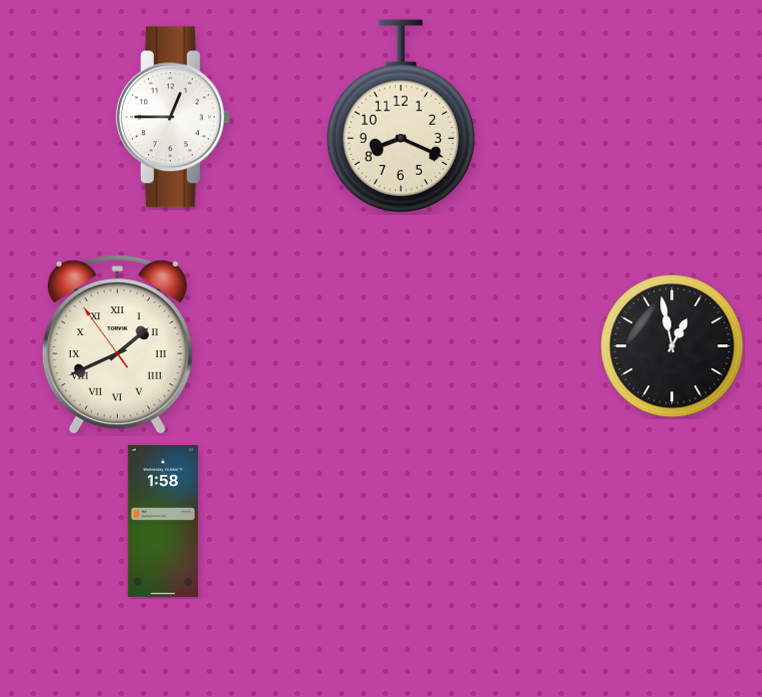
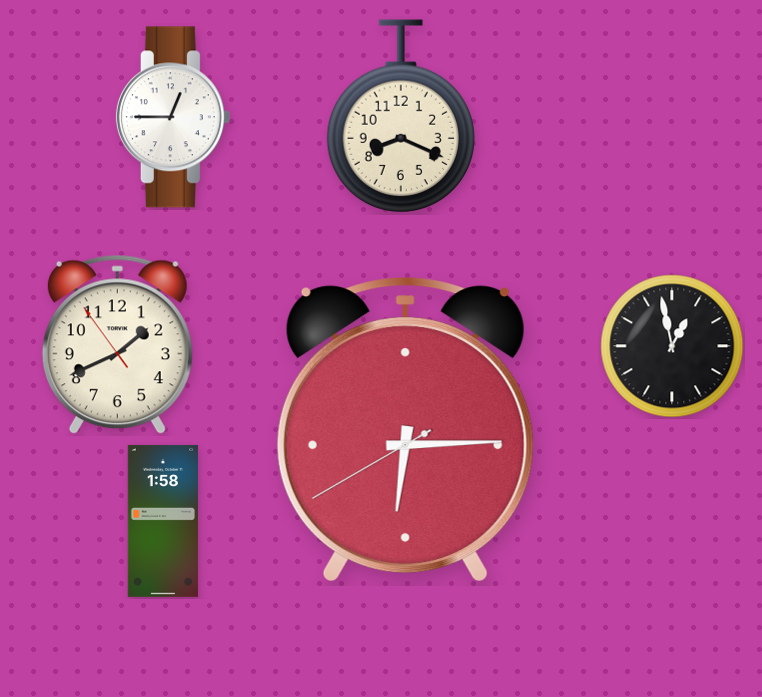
clock at (117, 345) numerals: Roman -> Arabic
clock at (405, 429): none -> 6:14
